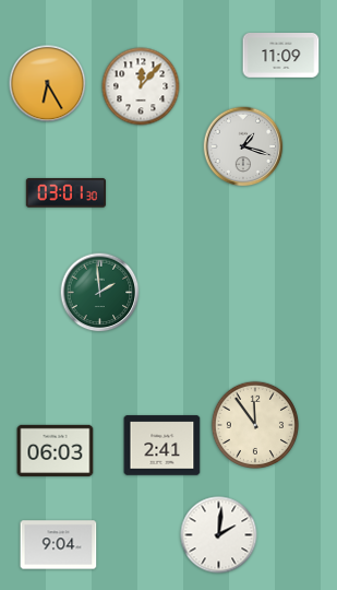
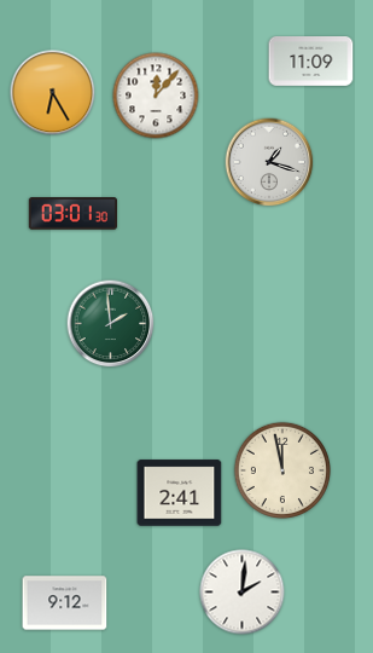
clock at (254, 424): 11:54 -> 11:58
clock at (56, 450): 06:03 -> none
clock at (59, 545): 9:04 -> 9:12
